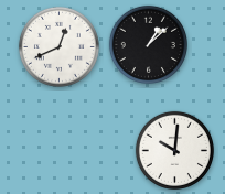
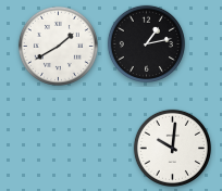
clock at (148, 44): 1:08 -> 1:13
clock at (58, 46): 12:41 -> 1:40
